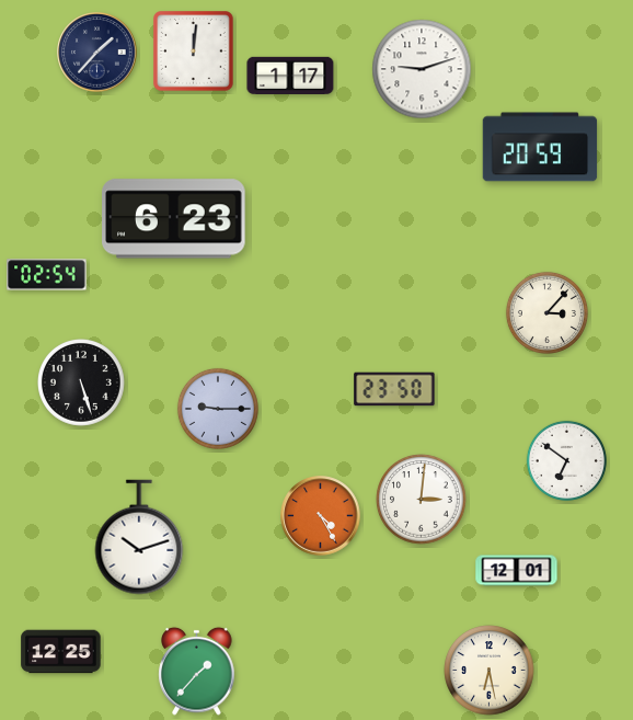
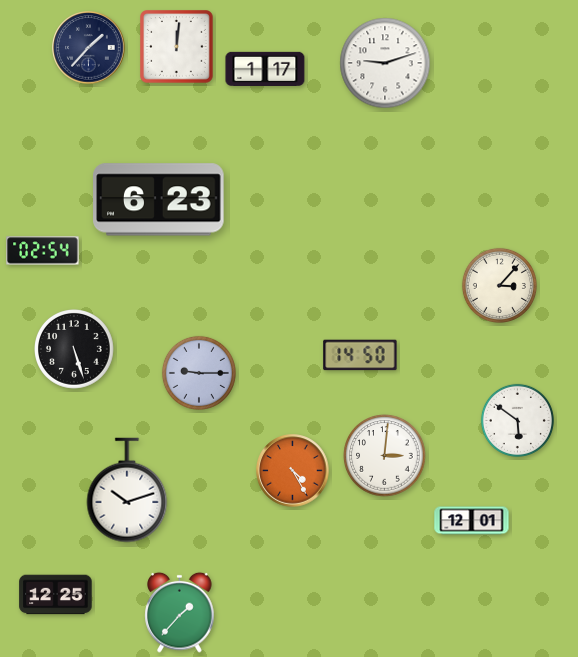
clock at (540, 147): 20:59 -> none
clock at (394, 389): 23:50 -> 14:50
clock at (566, 460): 6:51 -> 5:51
clock at (490, 671): 6:28 -> none
